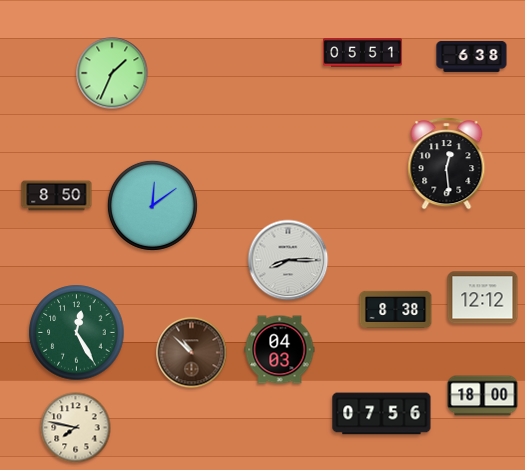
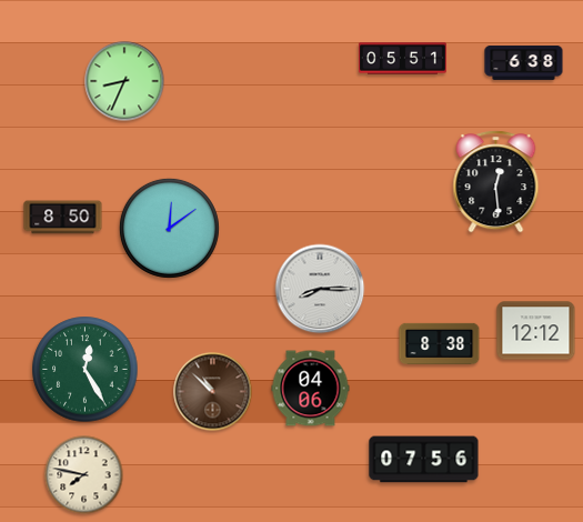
clock at (112, 73): 1:34 -> 8:34
clock at (280, 350): 04:03 -> 04:06
clock at (483, 396): 18:00 -> none
